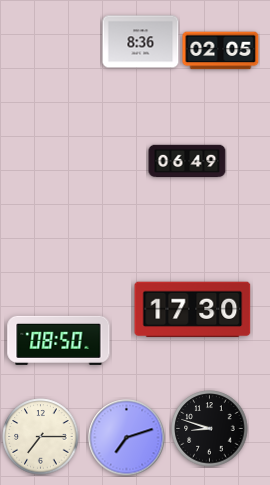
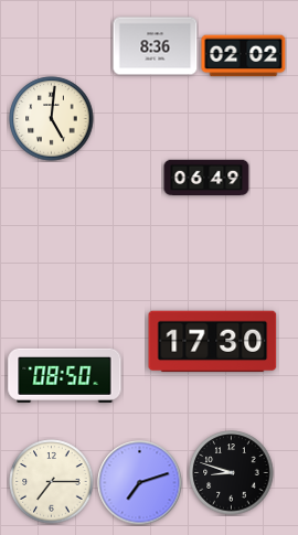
clock at (221, 51): 02:05 -> 02:02
clock at (52, 119): none -> 5:01
clock at (41, 437) position: (41, 437) -> (52, 482)
